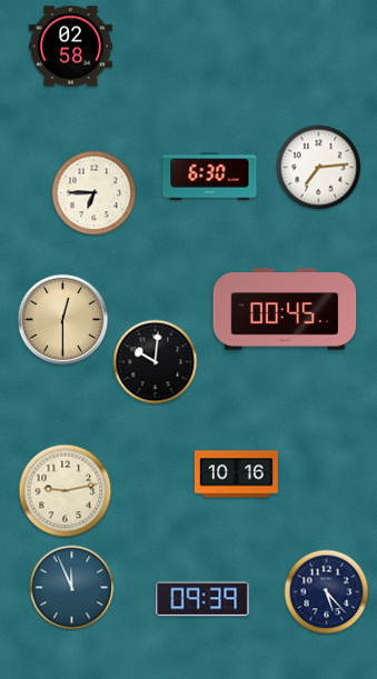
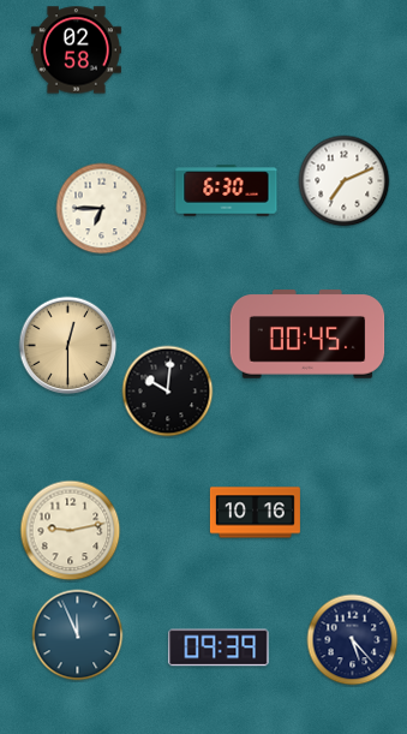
clock at (319, 168): 7:14 -> 7:11
